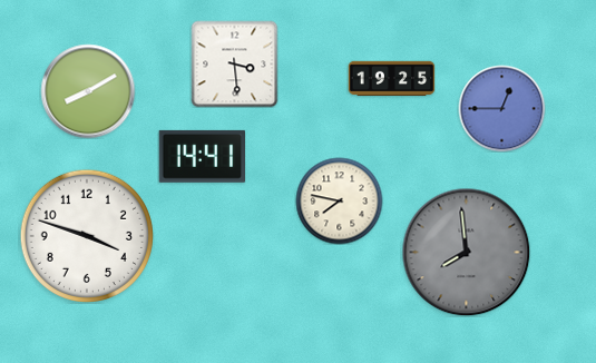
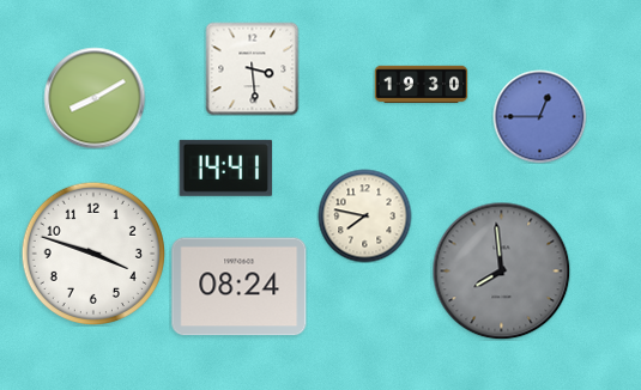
clock at (391, 79): 19:25 -> 19:30
clock at (202, 156) position: (202, 156) -> (225, 167)
clock at (240, 287): none -> 08:24
